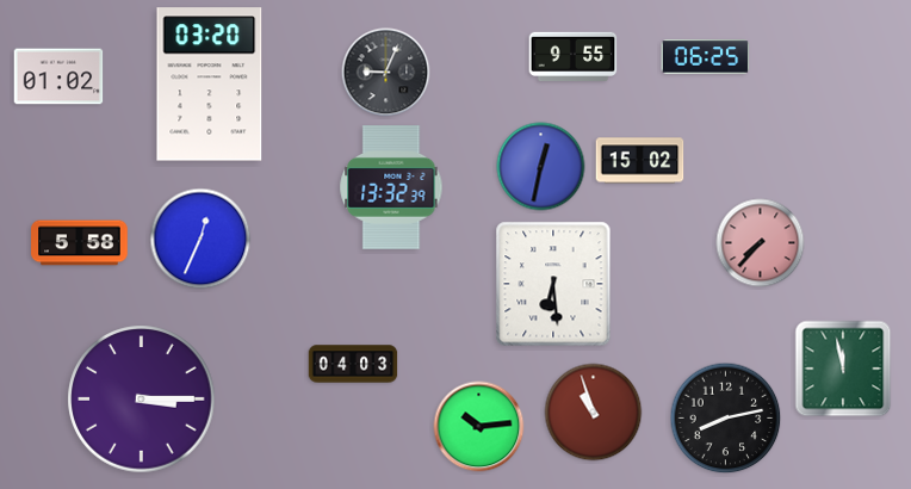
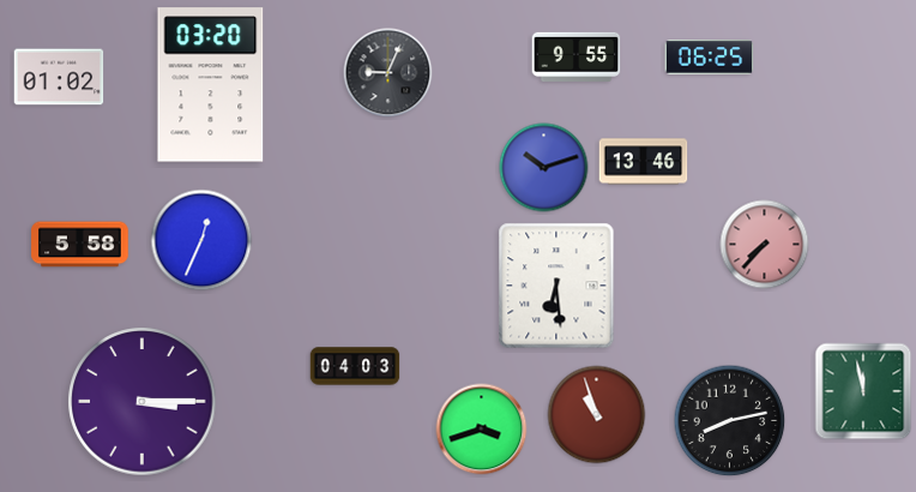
clock at (640, 161): 15:02 -> 13:46
clock at (541, 167): 12:32 -> 10:12
clock at (391, 187): 13:32 -> none
clock at (843, 369) position: (843, 369) -> (863, 391)
clock at (479, 427): 10:14 -> 3:42
